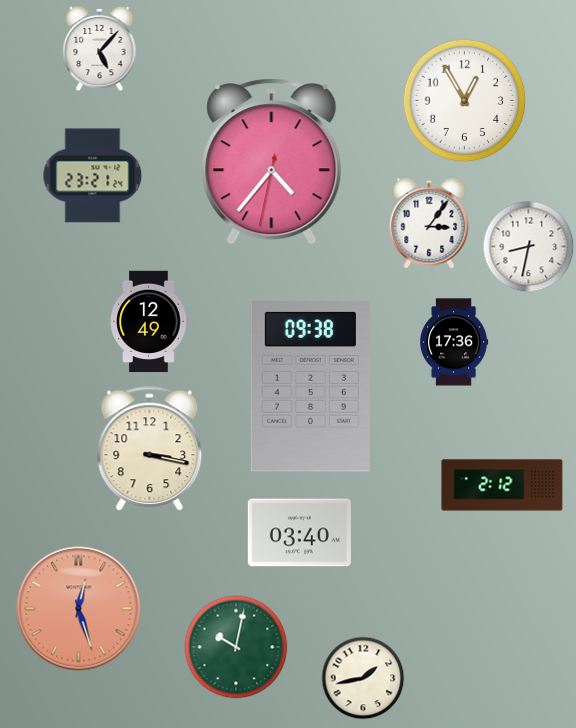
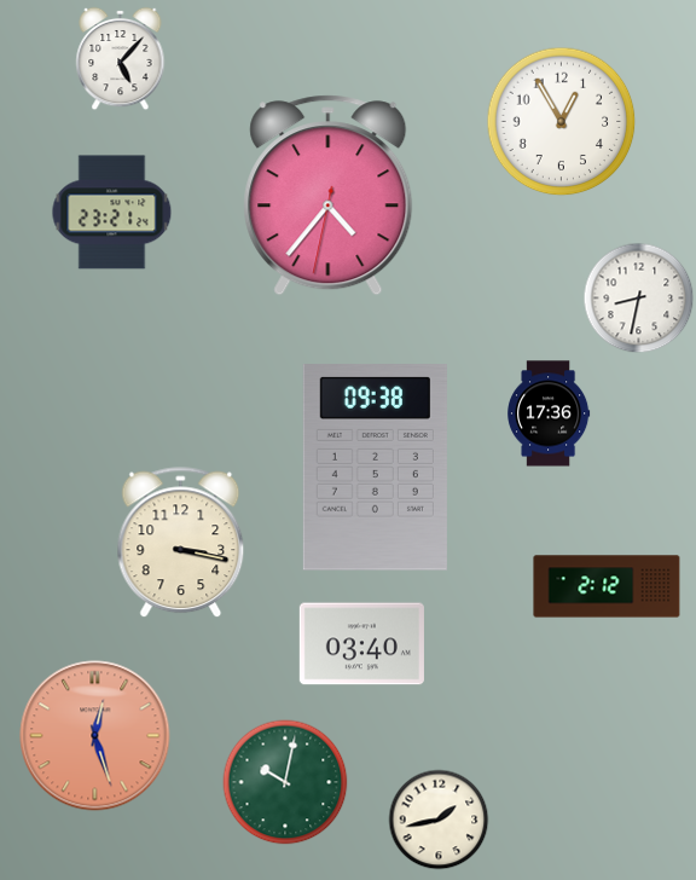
clock at (429, 223): 3:06 -> none
clock at (149, 322): 12:49 -> none
